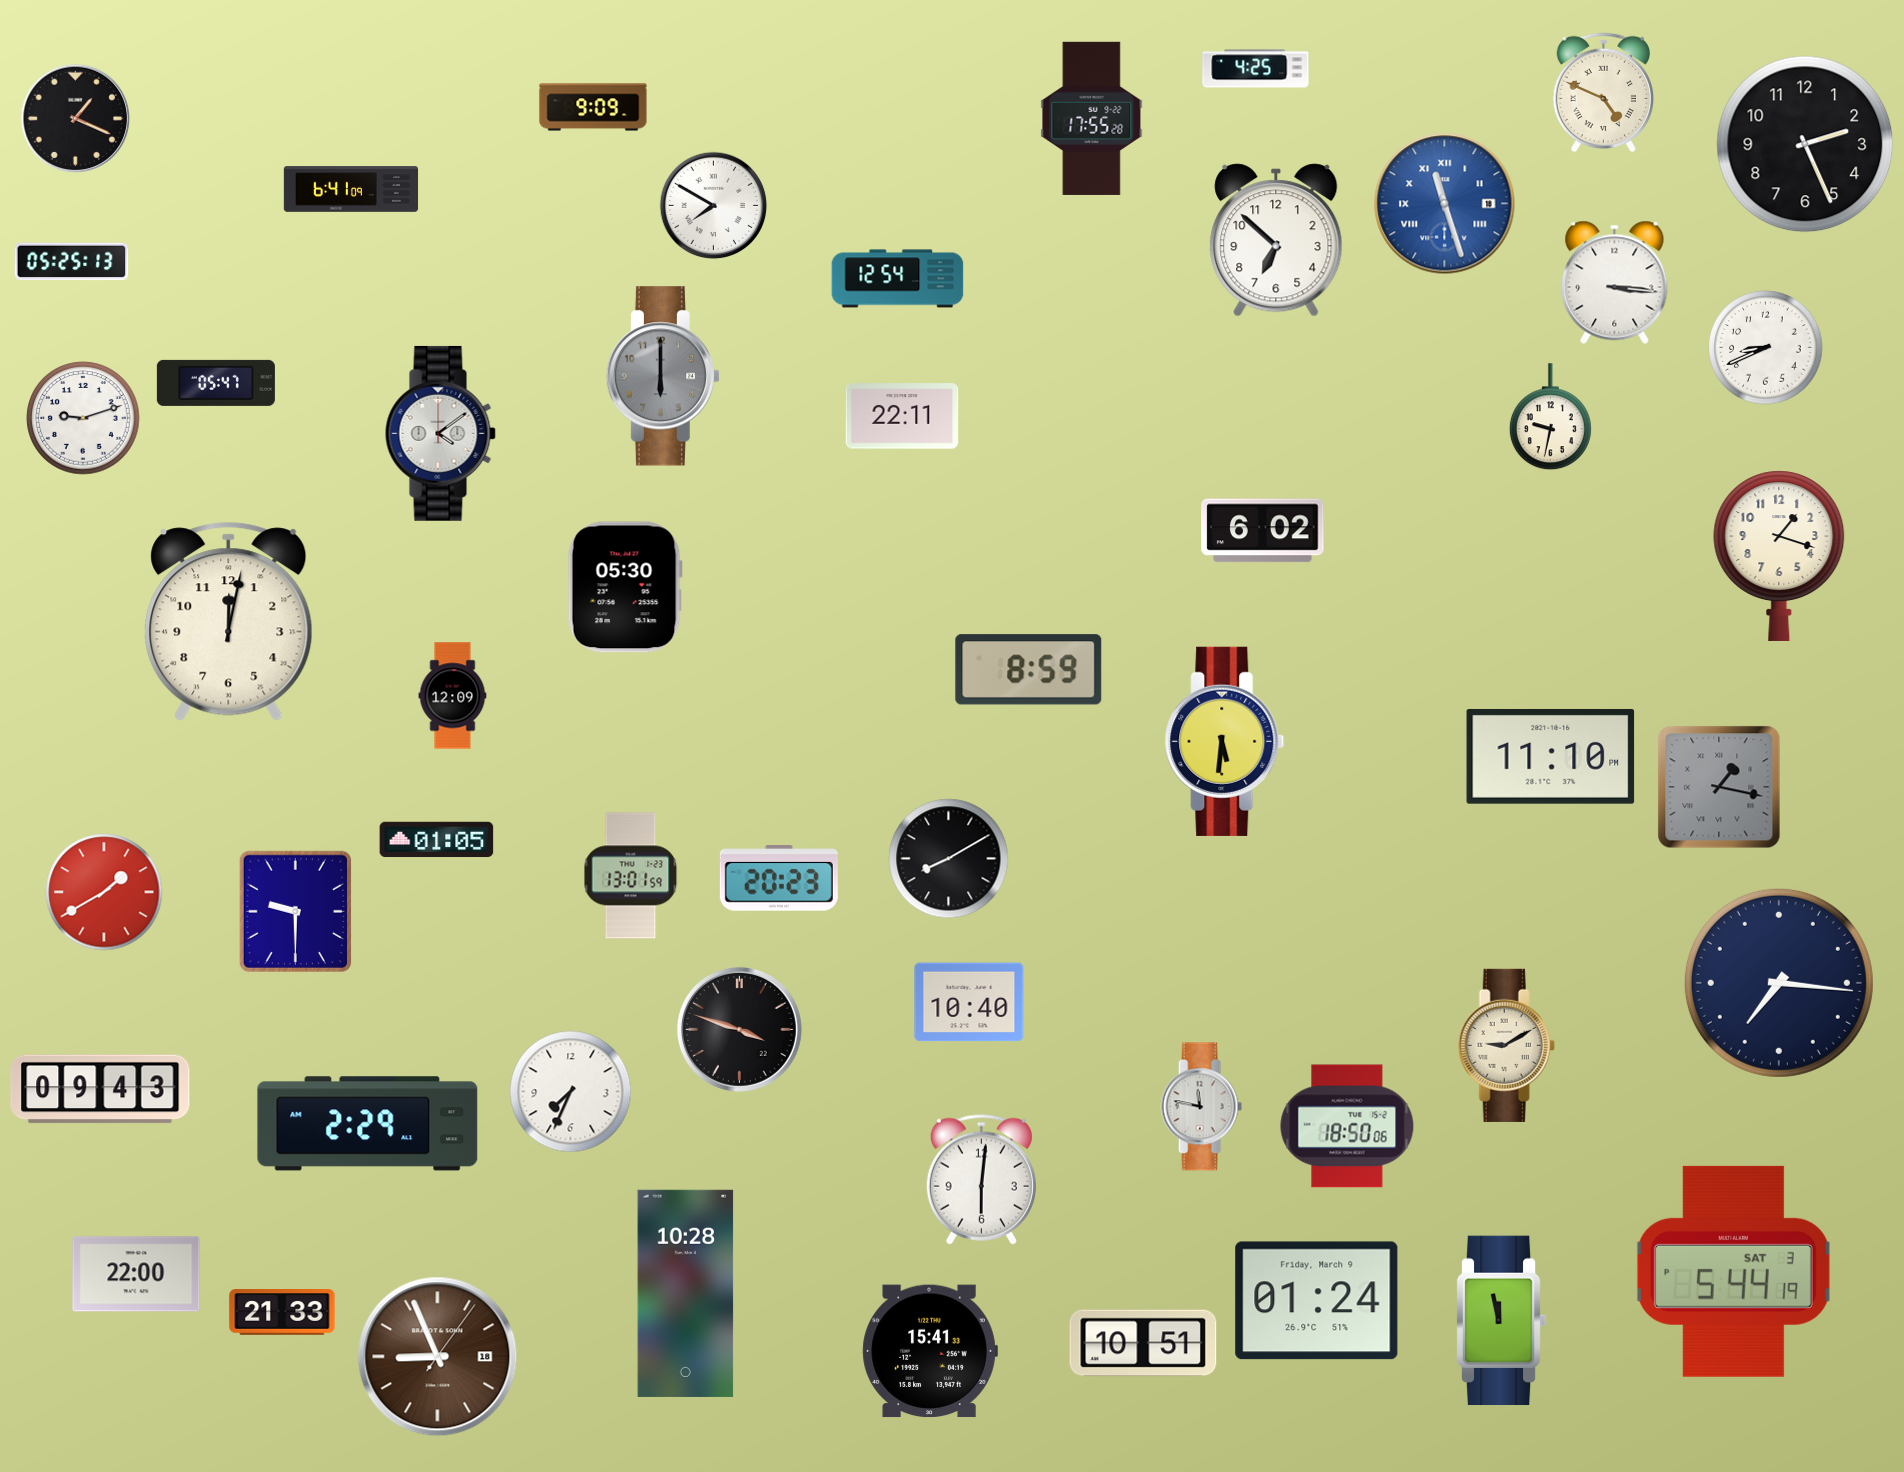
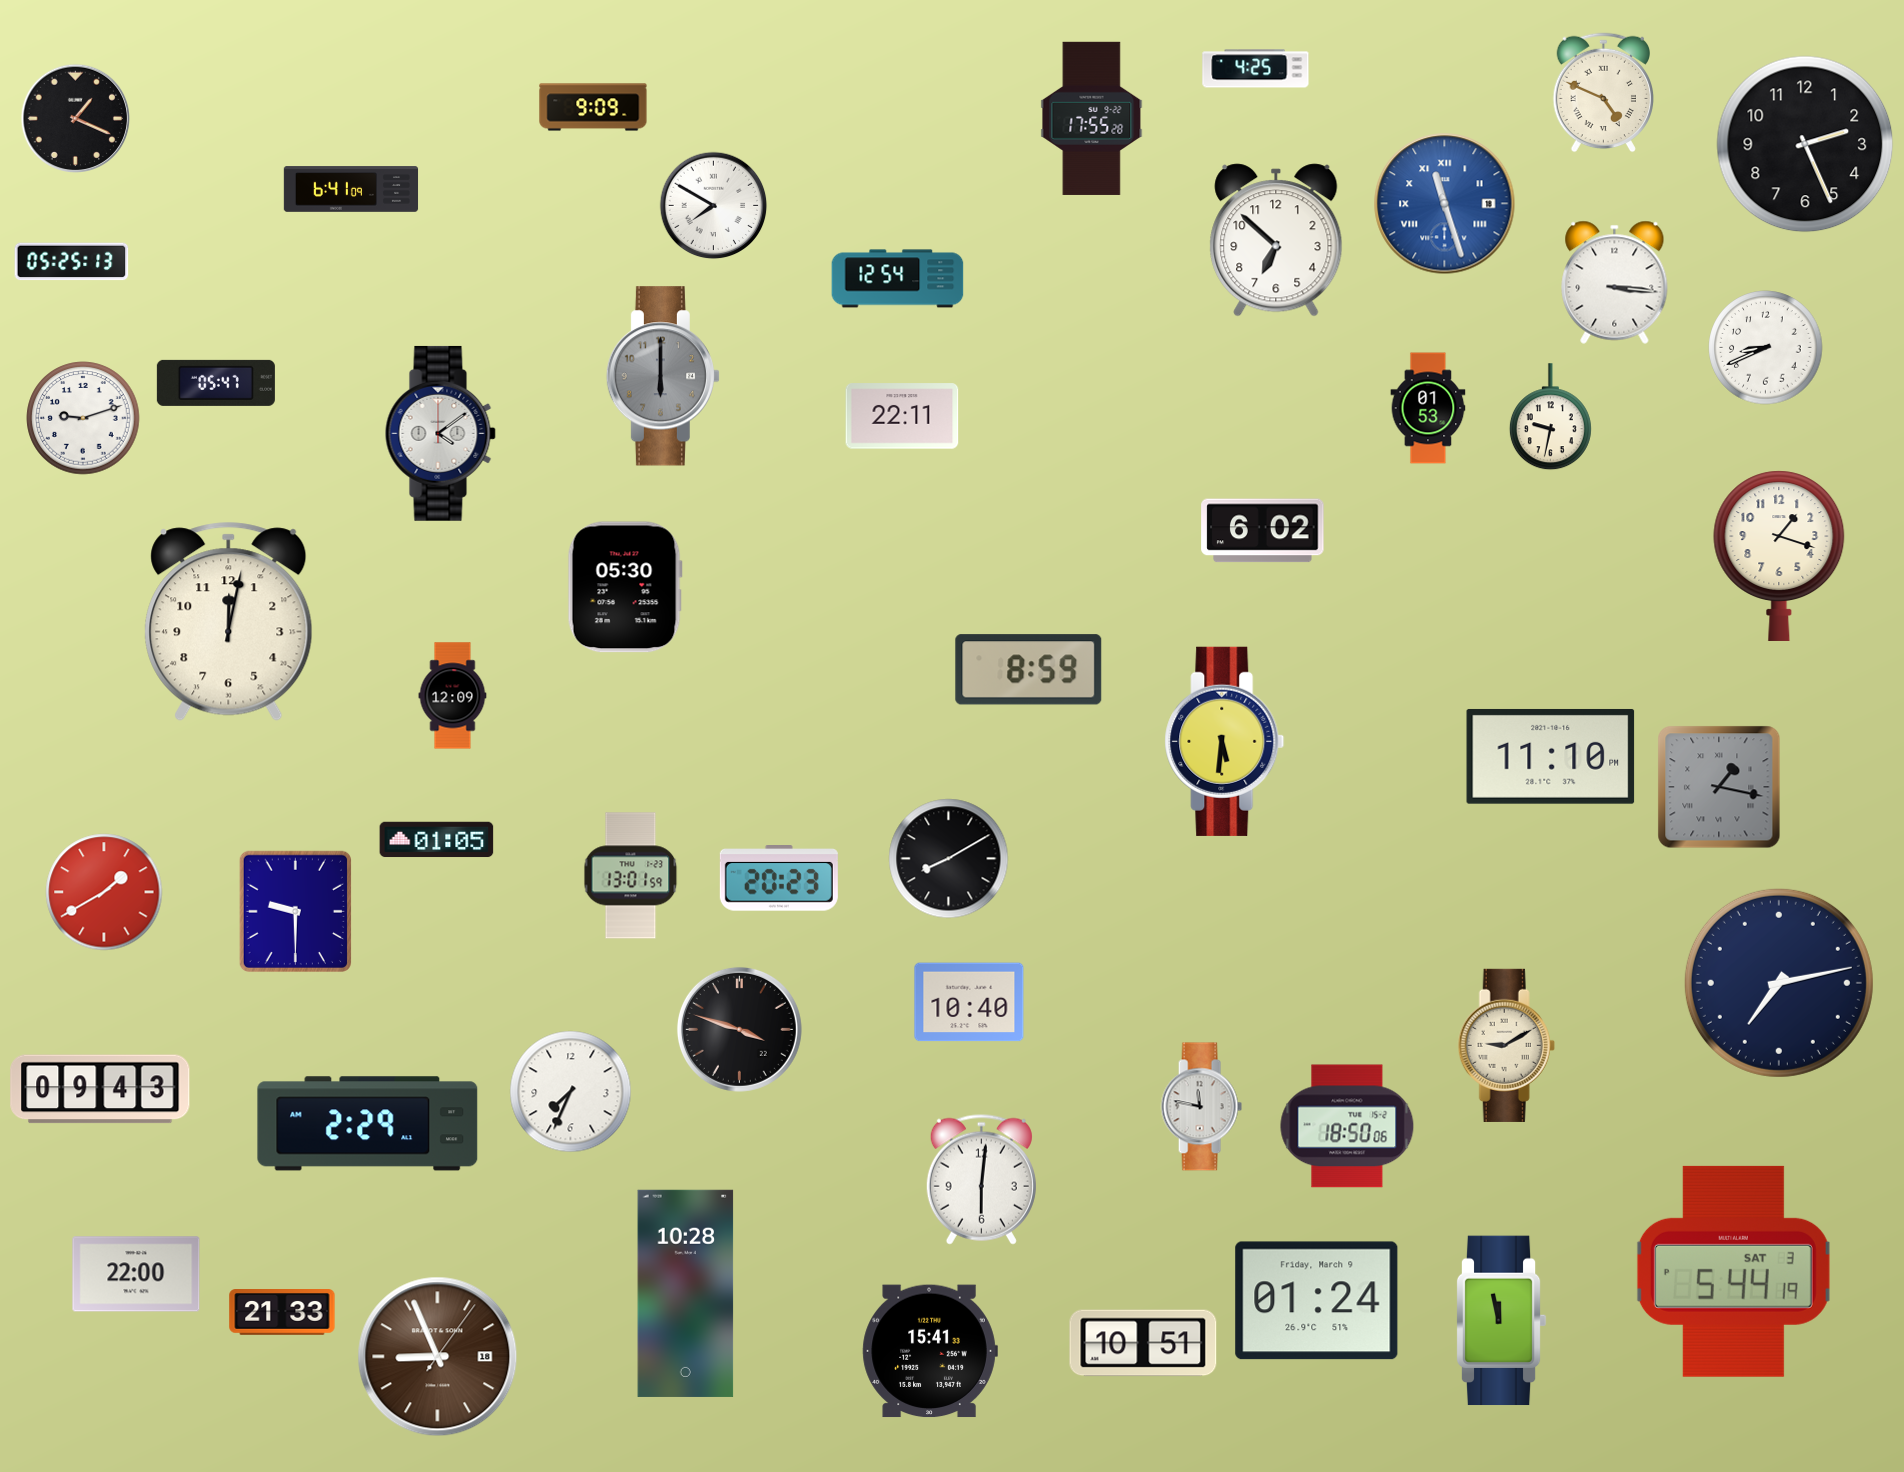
clock at (1428, 408): none -> 01:53
clock at (1779, 983): 7:16 -> 7:13
